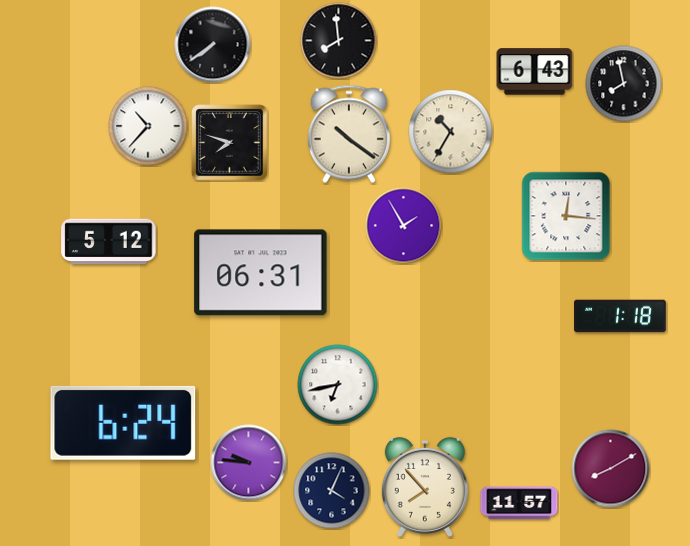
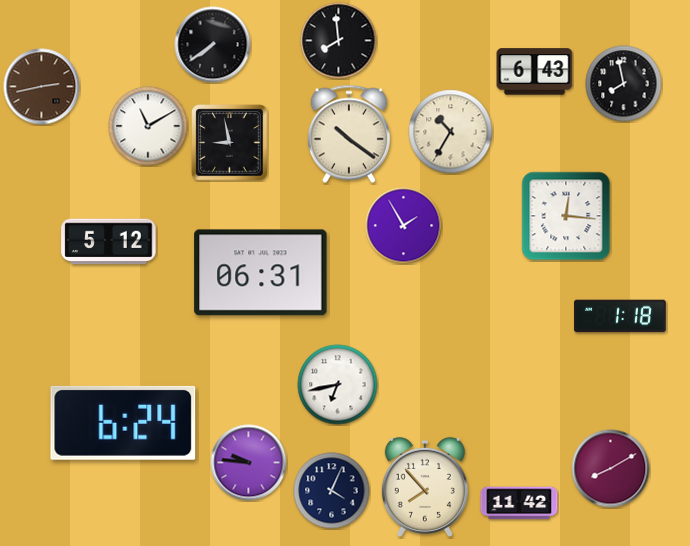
clock at (42, 87): none -> 2:43
clock at (148, 126): 10:37 -> 11:10
clock at (230, 143): 7:48 -> 8:58
clock at (519, 503): 11:57 -> 11:42
